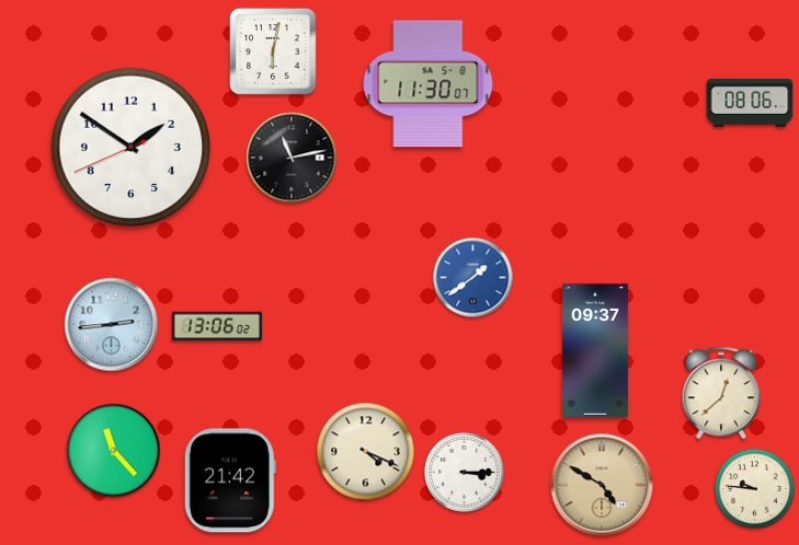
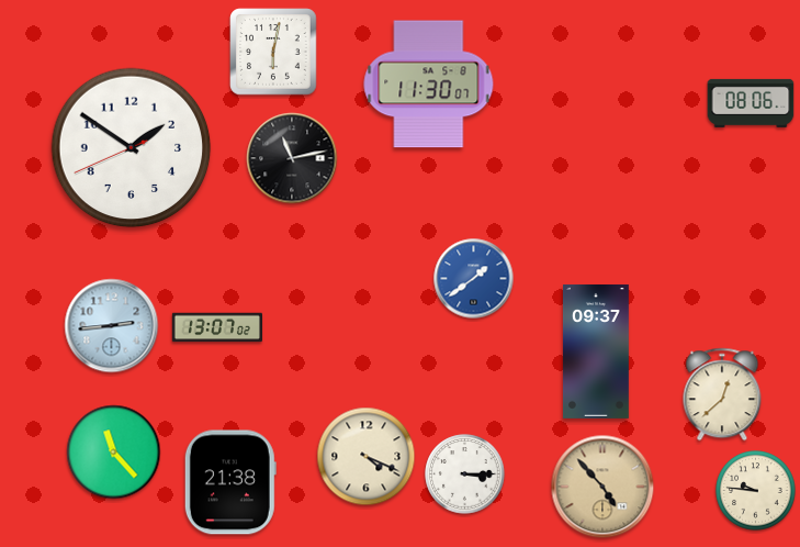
clock at (216, 326): 13:06 -> 13:07
clock at (366, 452) position: (366, 452) -> (367, 457)
clock at (230, 480): 21:42 -> 21:38
clock at (602, 485): 4:50 -> 4:53
